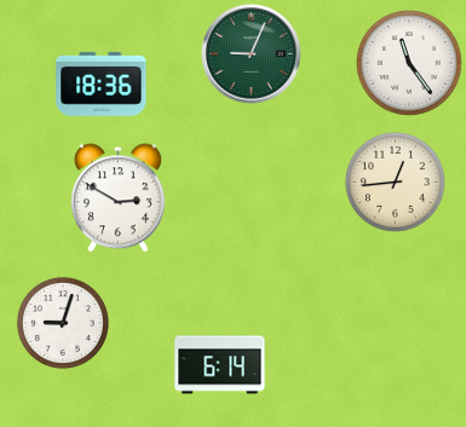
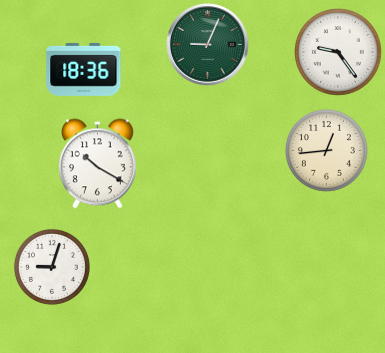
clock at (410, 64): 11:24 -> 9:24
clock at (117, 198): 2:50 -> 10:20
clock at (220, 365): 6:14 -> none
